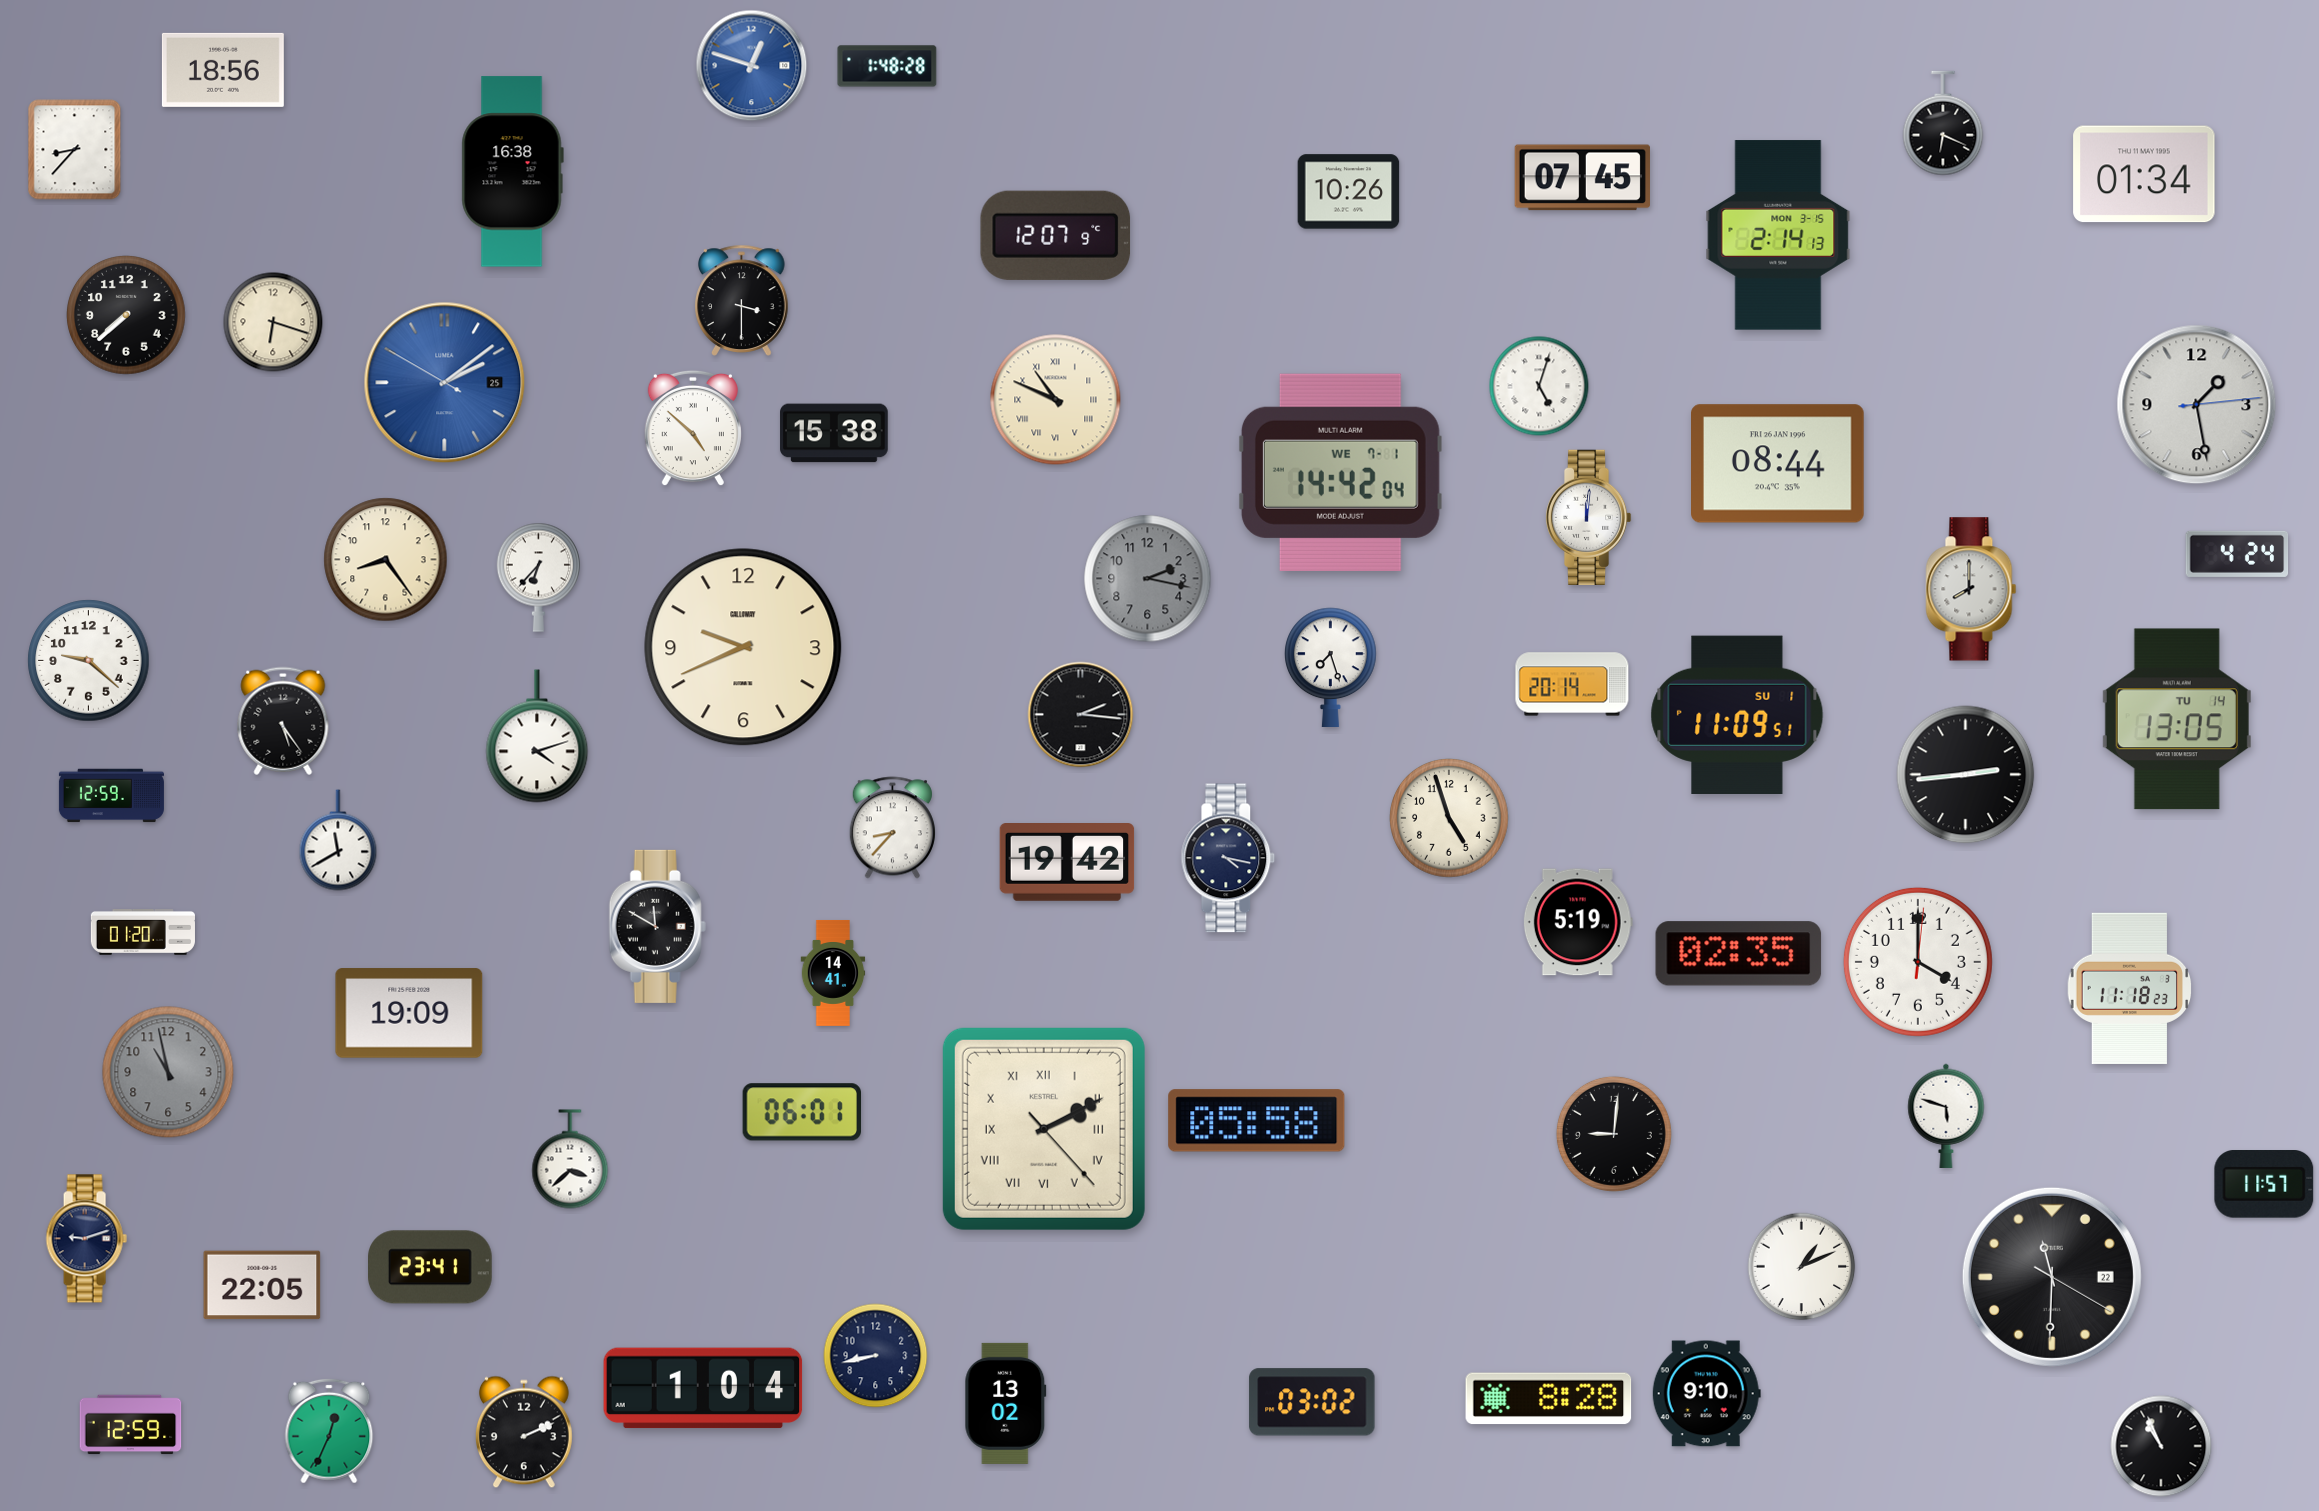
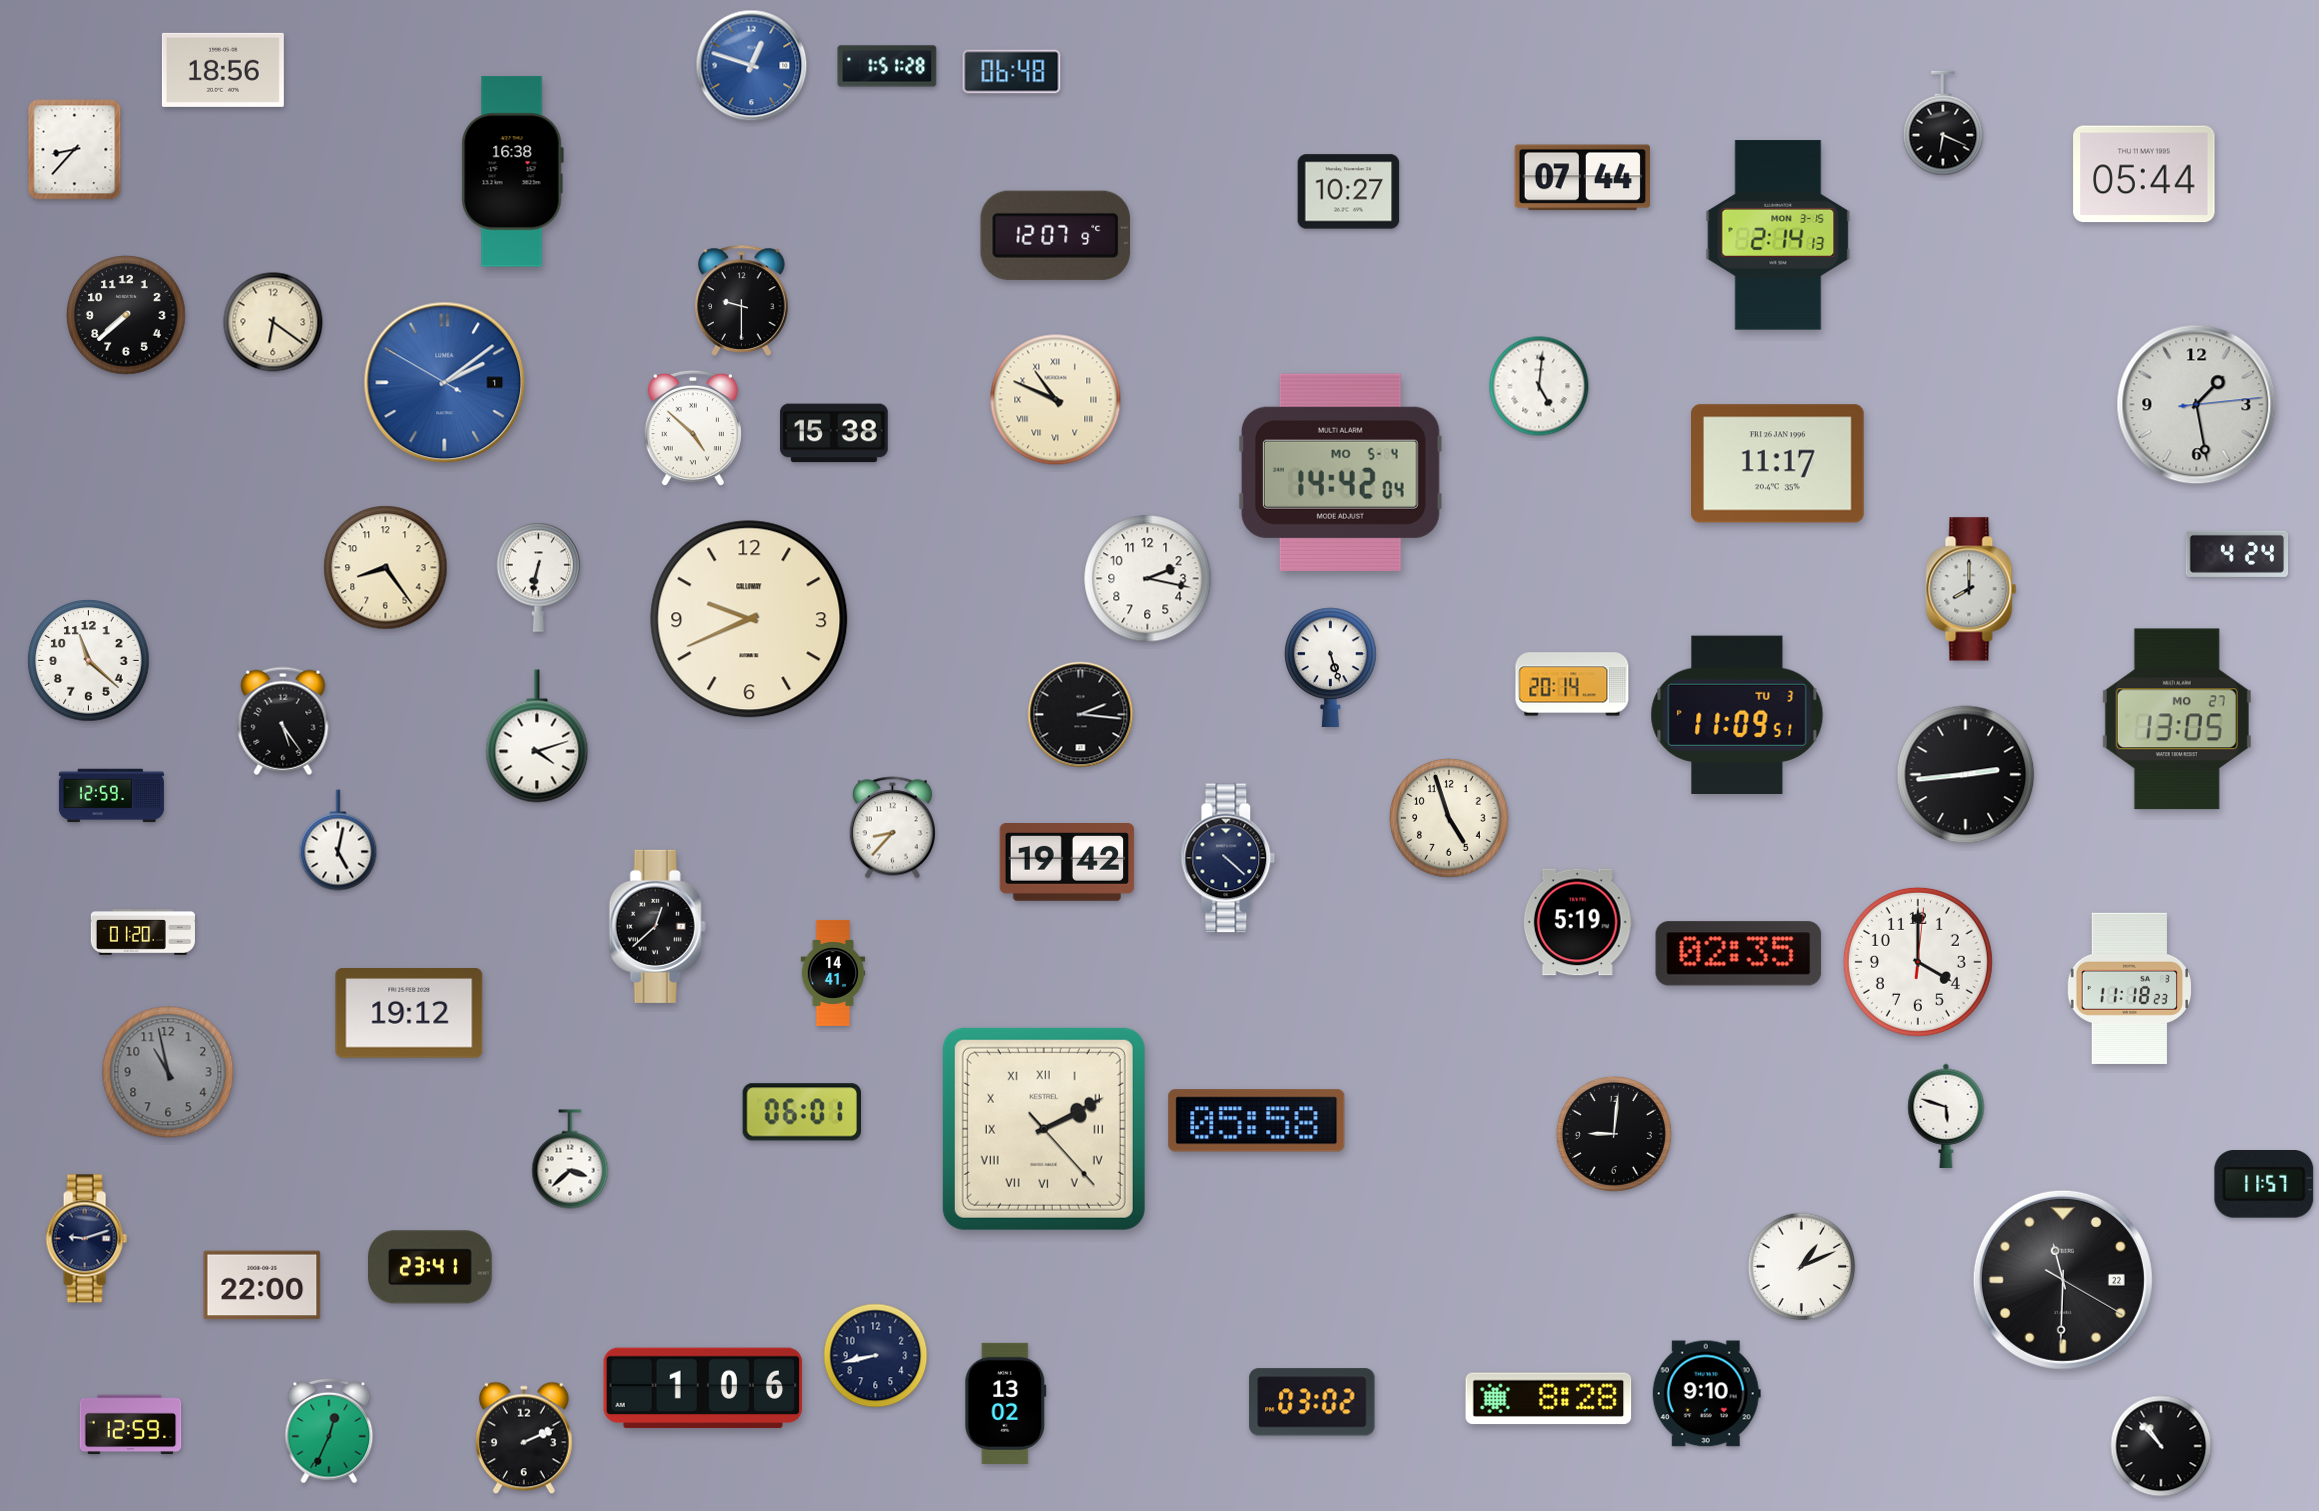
clock at (887, 66): 1:48 -> 1:51
clock at (1012, 72): none -> 06:48
clock at (2144, 174): 01:34 -> 05:44
clock at (1582, 178): 07:45 -> 07:44
clock at (1349, 192): 10:26 -> 10:27
clock at (742, 300): 3:30 -> 9:30
clock at (273, 322): 6:18 -> 6:21
clock at (445, 383) date: 25 -> 1
clock at (1539, 386): 5:03 -> 5:01
clock at (1778, 464): 08:44 -> 11:17
clock at (1340, 472) date: WE 7-1 -> MO 5-4
clock at (1588, 517): 12:01 -> none
clock at (386, 560) position: (386, 560) -> (386, 568)
clock at (538, 577): 6:37 -> 6:32
clock at (1148, 579) dial: grey -> white
clock at (743, 647) position: (743, 647) -> (749, 619)
clock at (89, 661): 9:22 -> 11:22
clock at (1331, 667): 7:27 -> 5:27
clock at (1737, 715) date: SU 1 -> TU 3
clock at (2177, 719) date: TU 14 -> MO 27
clock at (338, 840): 11:40 -> 5:02
clock at (1228, 858): 4:17 -> 4:22
clock at (657, 926): 11:50 -> 12:38
clock at (409, 1013): 19:09 -> 19:12
clock at (2052, 1277) position: (2052, 1277) -> (2063, 1280)
clock at (262, 1285): 22:05 -> 22:00
clock at (703, 1388): 1:04 -> 1:06
clock at (524, 1432) position: (524, 1432) -> (524, 1438)
clock at (2161, 1446): 10:56 -> 10:53
